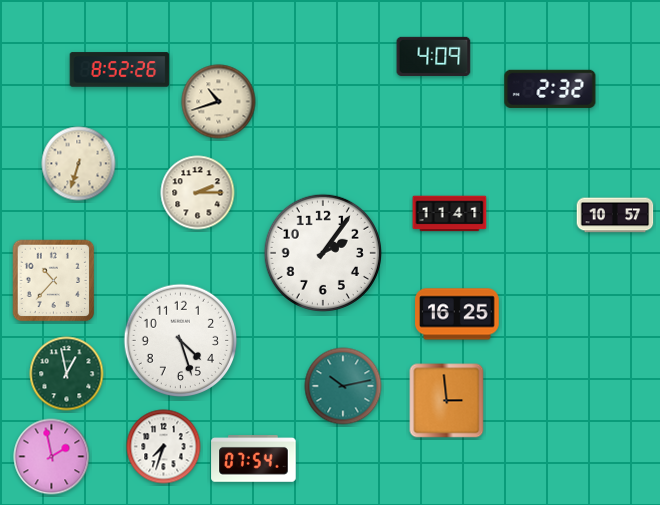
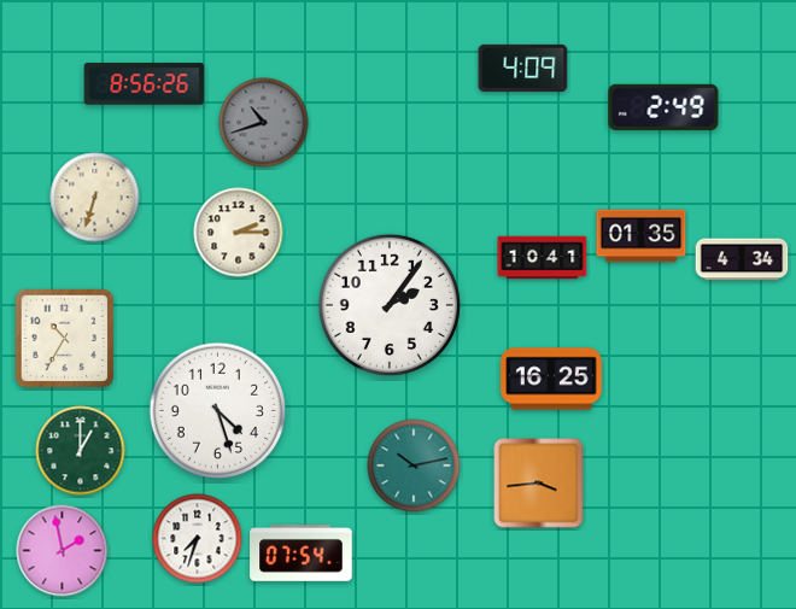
clock at (120, 70): 8:52 -> 8:56
clock at (550, 89): 2:32 -> 2:49
clock at (219, 102) dial: cream -> grey
clock at (642, 236): none -> 01:35
clock at (450, 214): 11:41 -> 10:41
clock at (615, 215): 10:57 -> 4:34
clock at (54, 281): 10:37 -> 10:35
clock at (67, 374): 12:58 -> 1:00
clock at (447, 401): 2:59 -> 3:44
clock at (254, 459) position: (254, 459) -> (302, 554)
